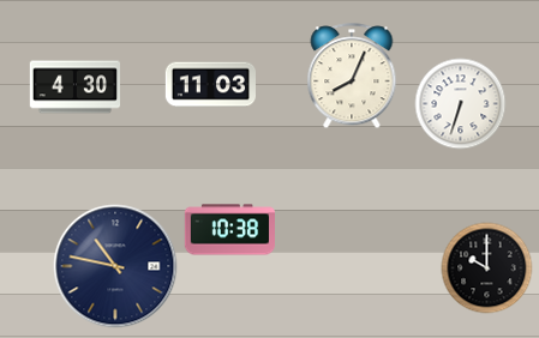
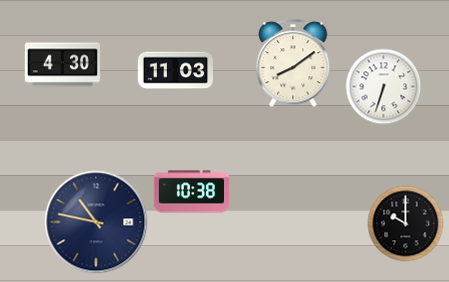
clock at (352, 77): 8:04 -> 8:09
clock at (74, 87) position: (74, 87) -> (62, 65)
